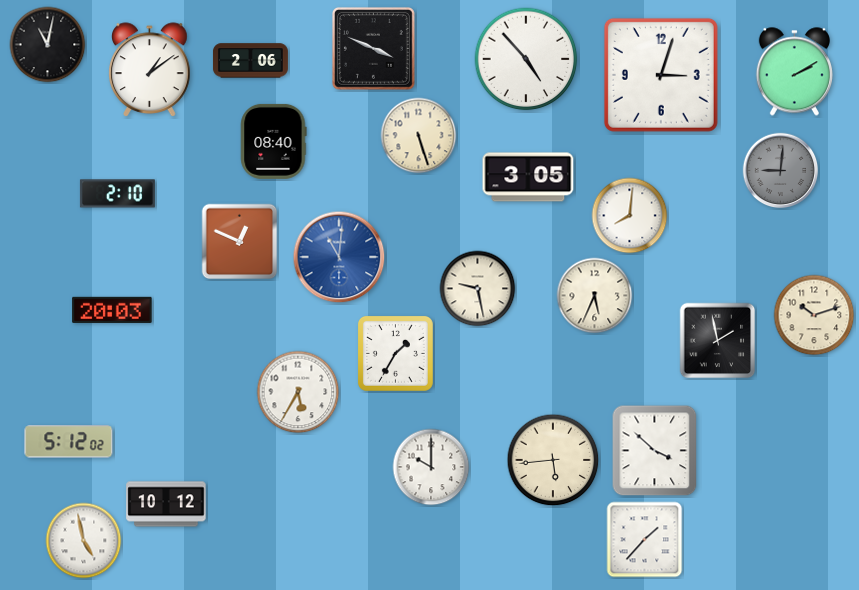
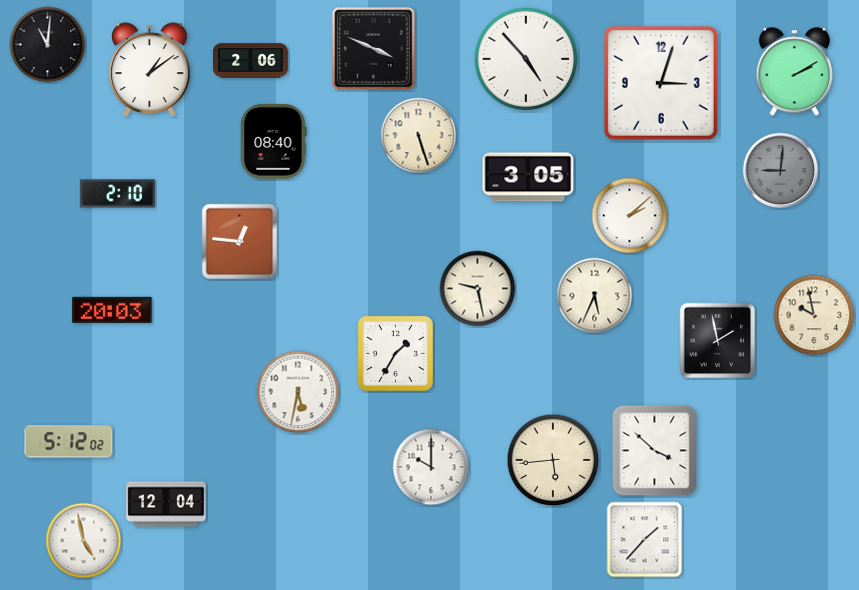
clock at (48, 45): 11:02 -> 11:01
clock at (661, 75) position: (661, 75) -> (661, 83)
clock at (630, 216): 8:01 -> 2:08
clock at (240, 242): 12:49 -> 12:46
clock at (339, 257): 11:01 -> none
clock at (814, 315): 10:12 -> 9:58
clock at (298, 392): 5:35 -> 5:32
clock at (166, 504): 10:12 -> 12:04
